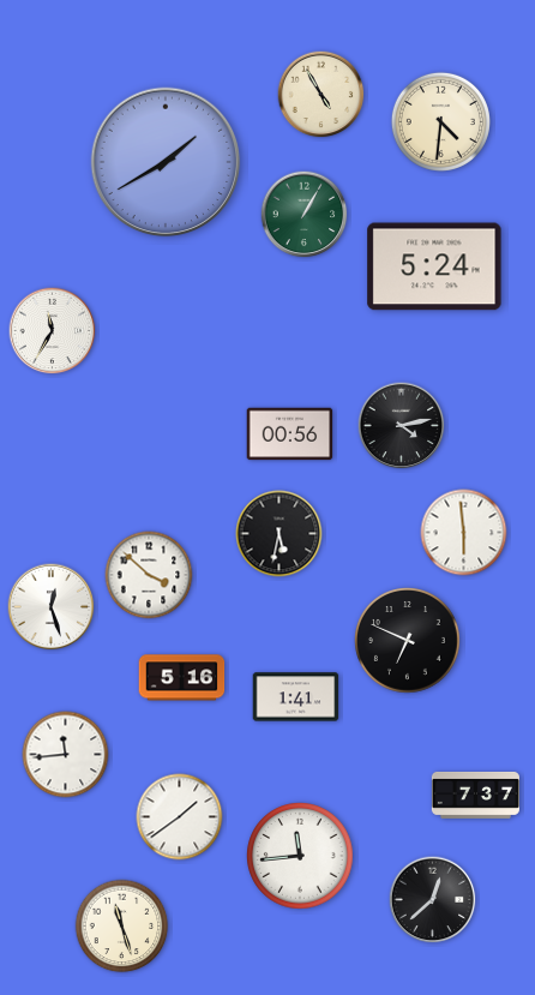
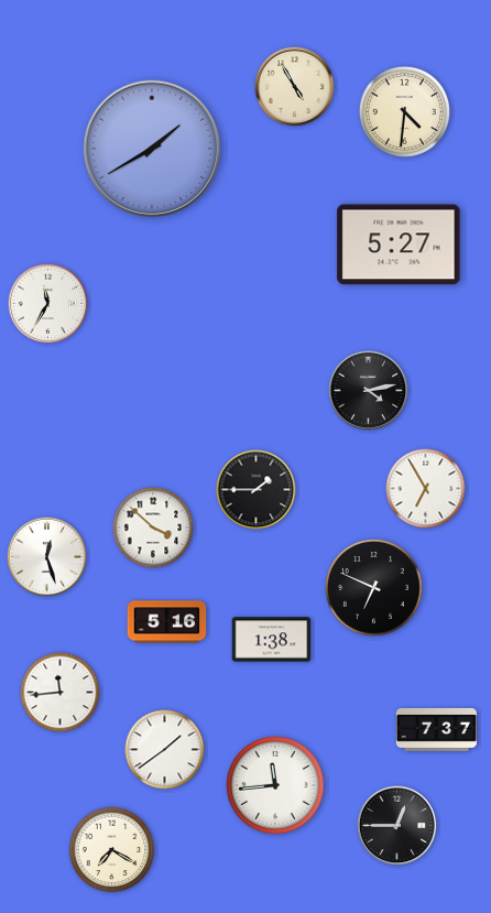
clock at (305, 215): 1:05 -> none
clock at (434, 266): 5:24 -> 5:27
clock at (290, 434): 00:56 -> none
clock at (464, 533): 5:59 -> 6:55
clock at (279, 534): 5:32 -> 1:45
clock at (149, 575) position: (149, 575) -> (153, 528)
clock at (296, 697): 1:41 -> 1:38
clock at (433, 900): 12:38 -> 12:45
clock at (122, 927): 11:27 -> 7:20
